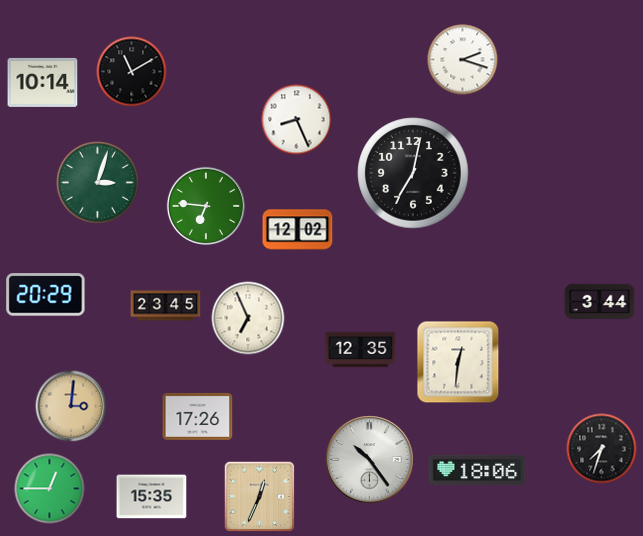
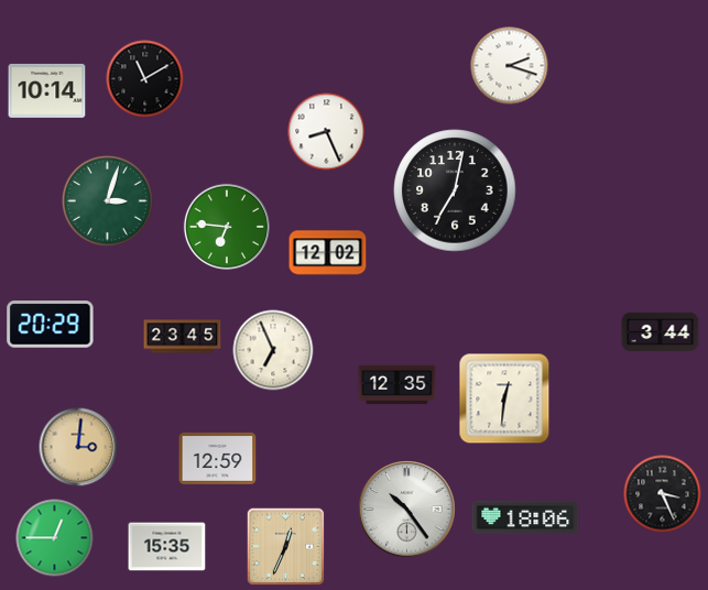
clock at (198, 416): 17:26 -> 12:59
clock at (602, 449): 7:33 -> 3:26
clock at (370, 460) position: (370, 460) -> (407, 510)
